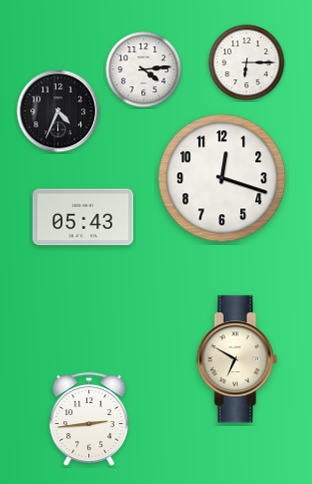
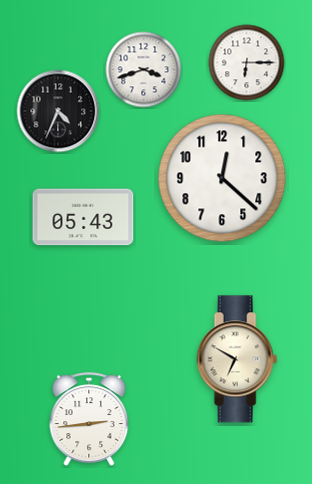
clock at (144, 70): 4:14 -> 3:42
clock at (222, 178): 12:18 -> 12:22
